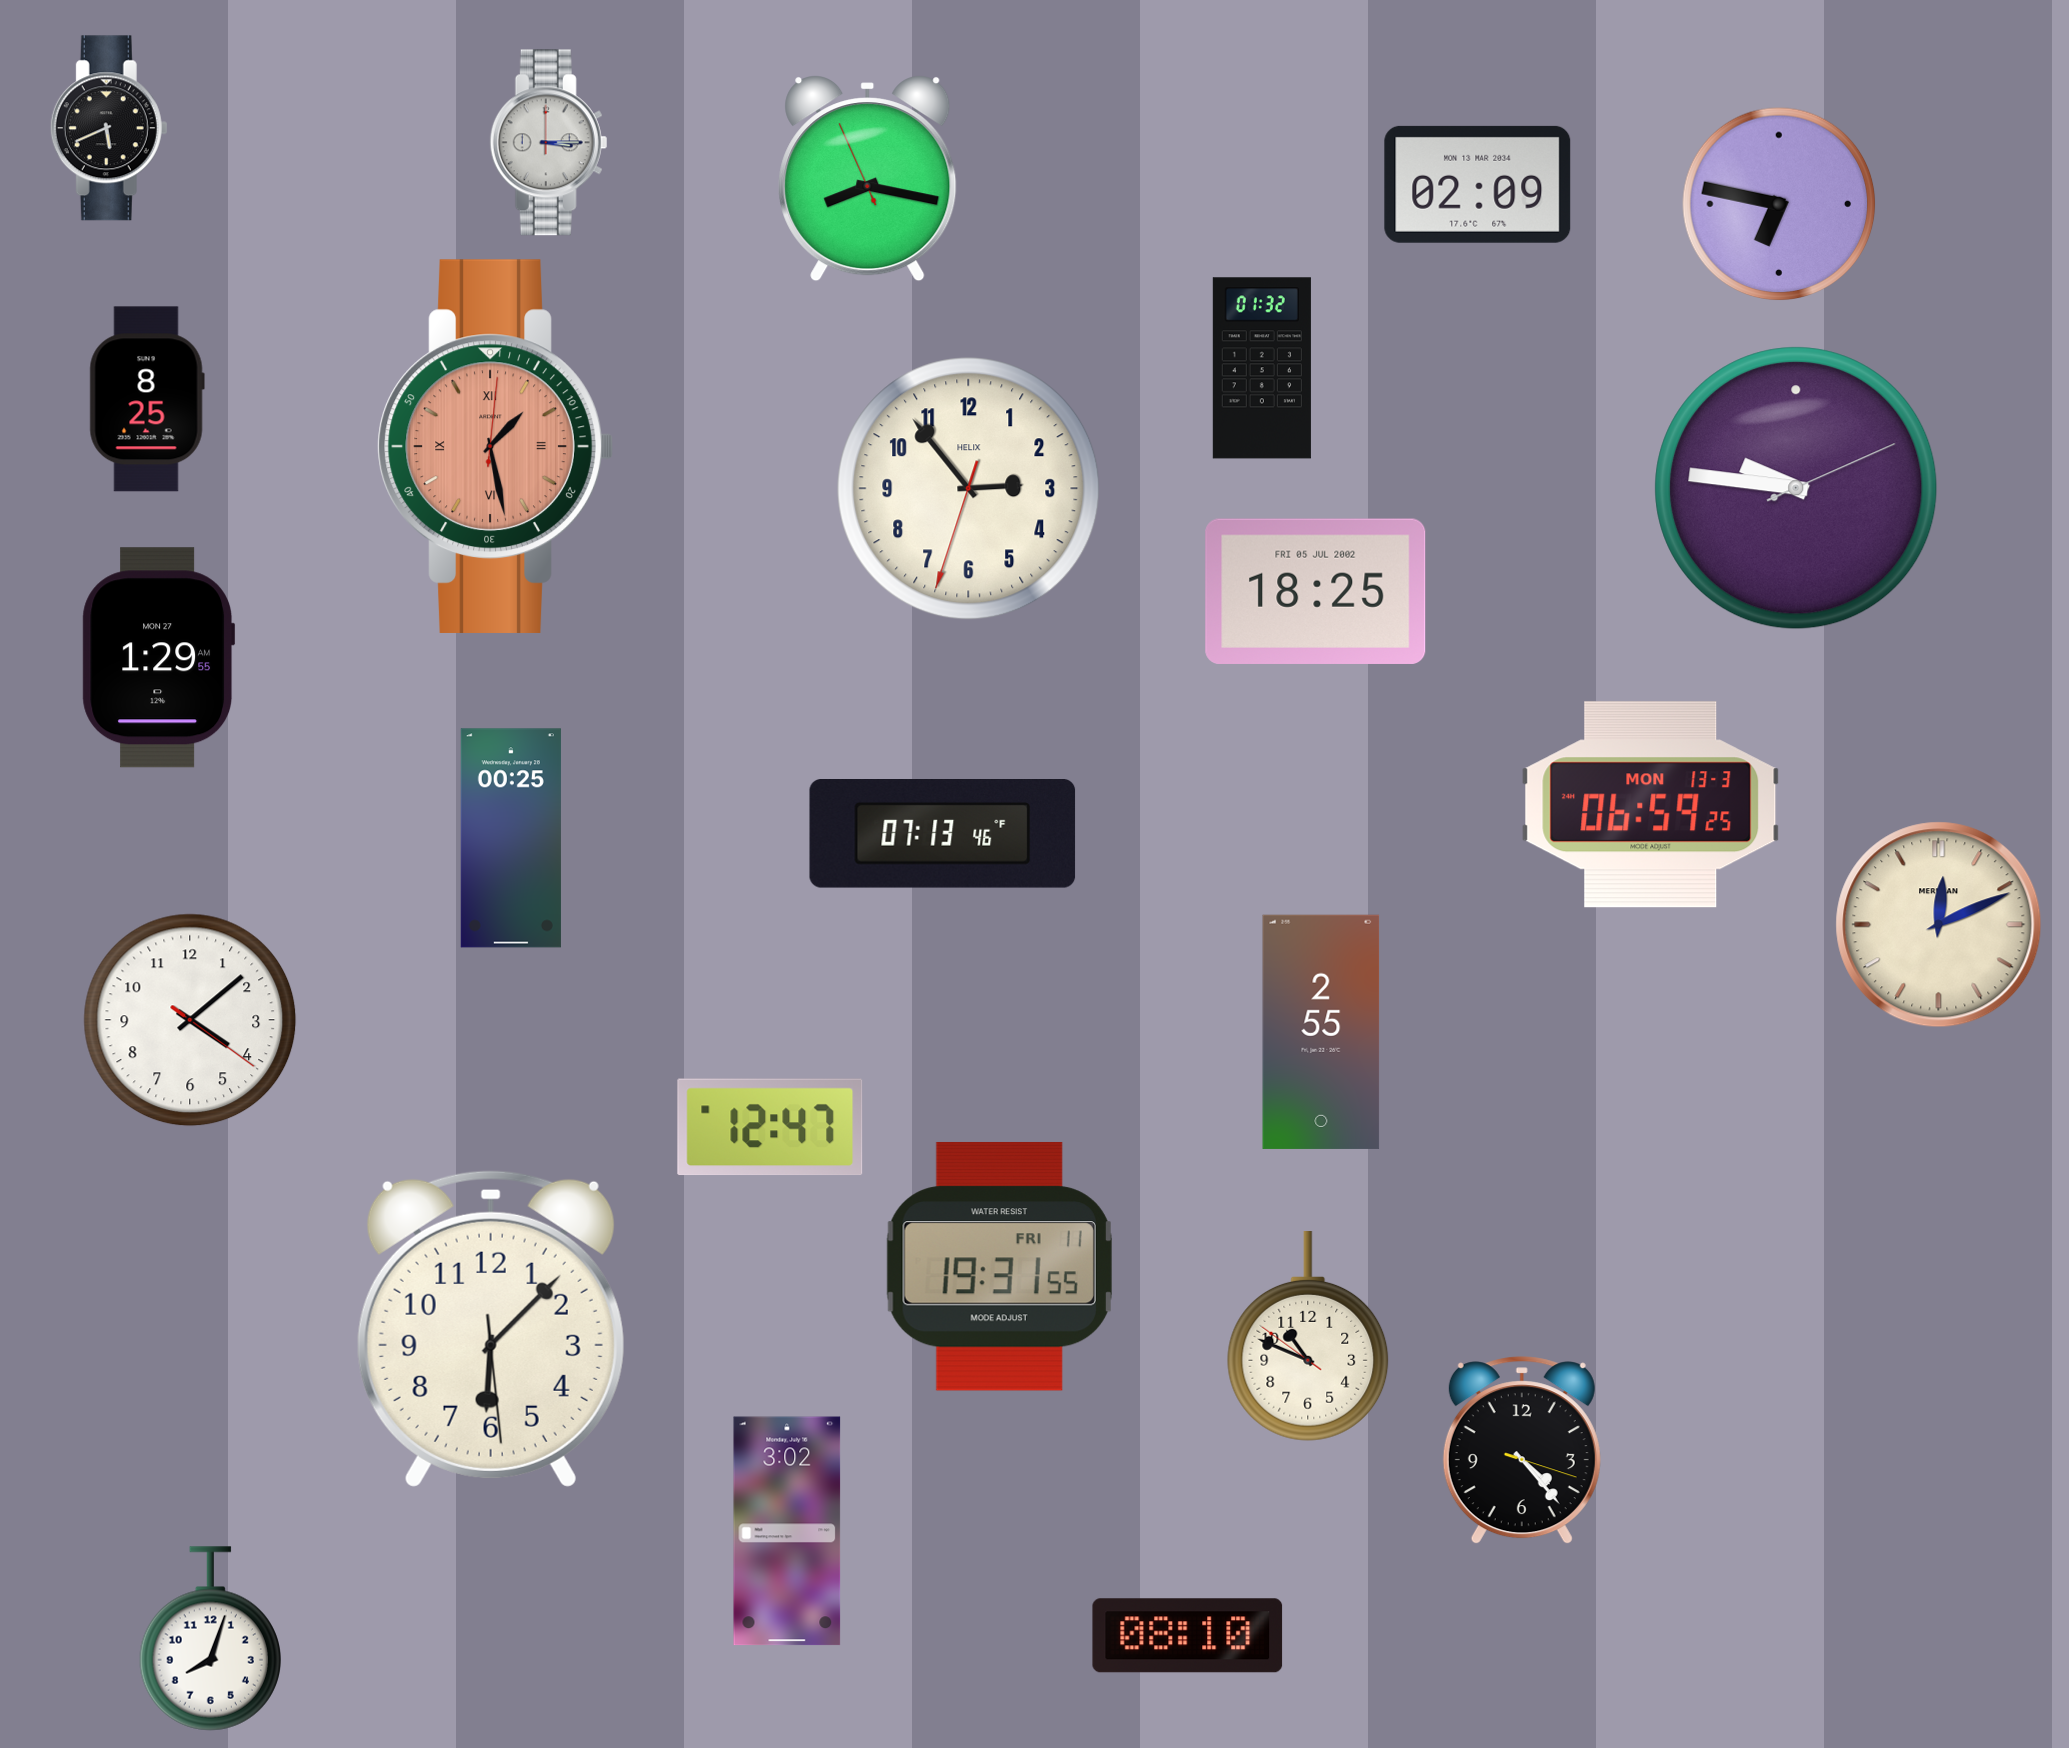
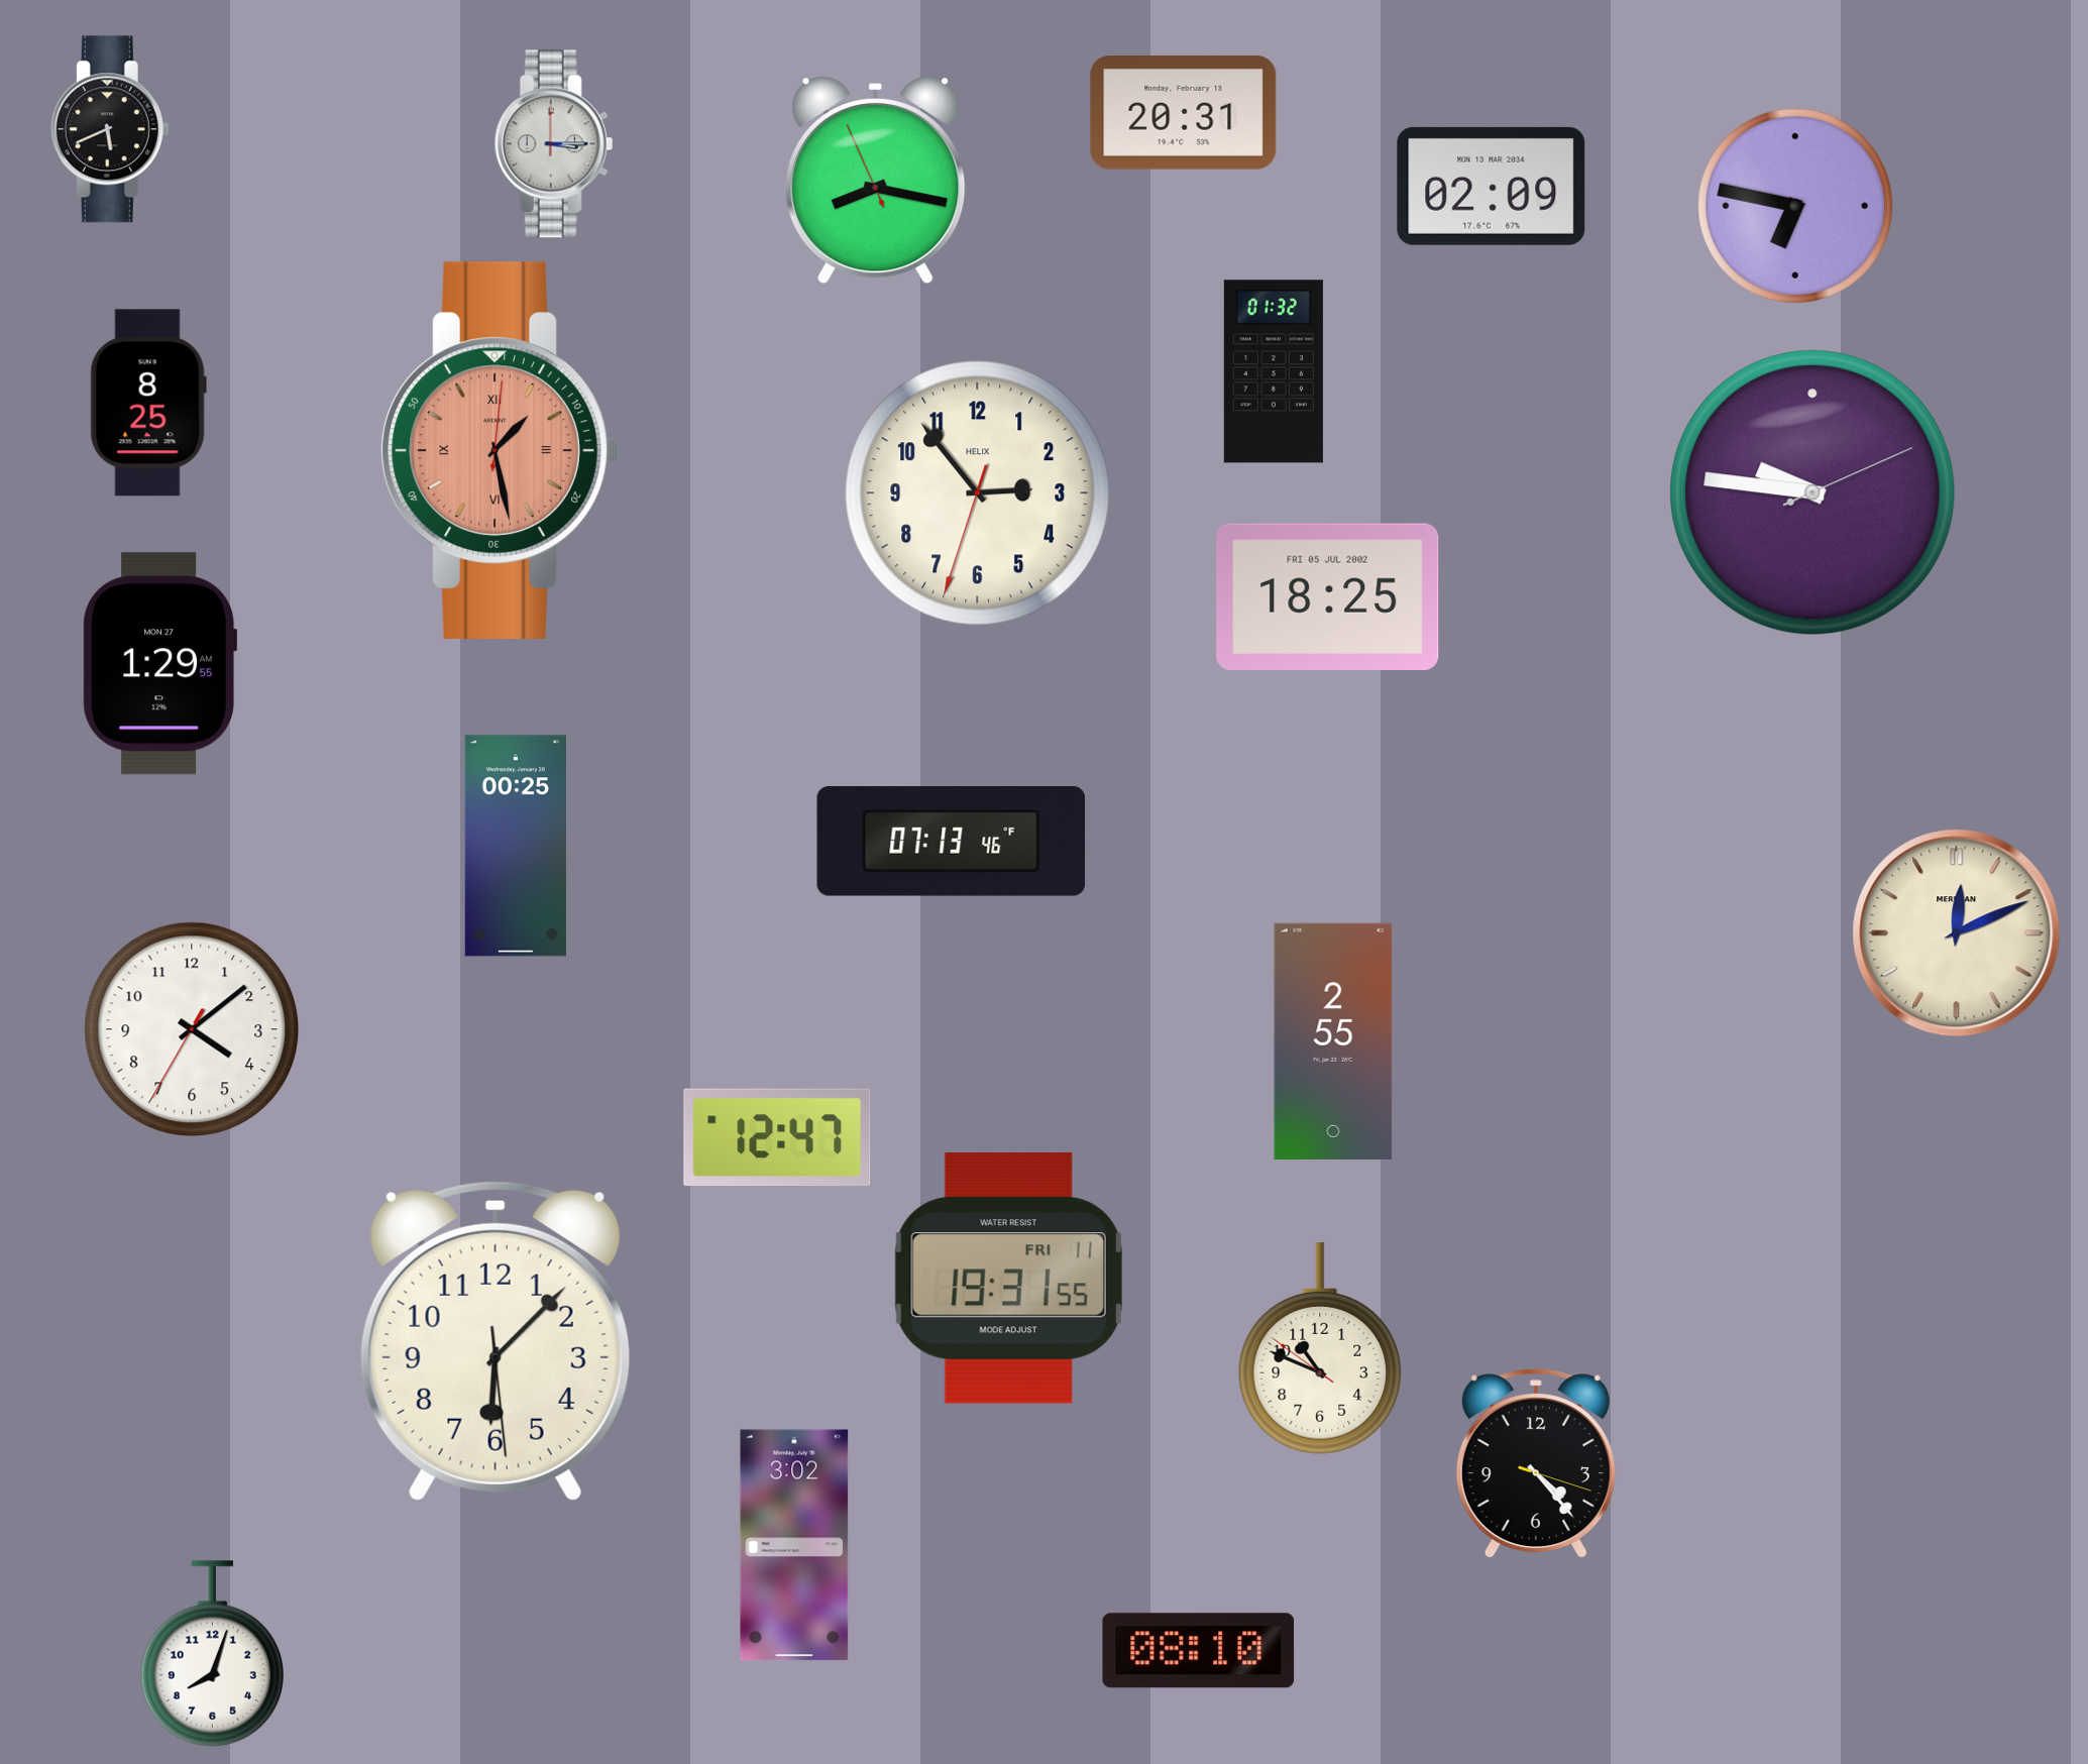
clock at (1184, 113): none -> 20:31
clock at (1651, 805): 06:59 -> none
clock at (190, 1020): 4:08:21 -> 4:08:35
